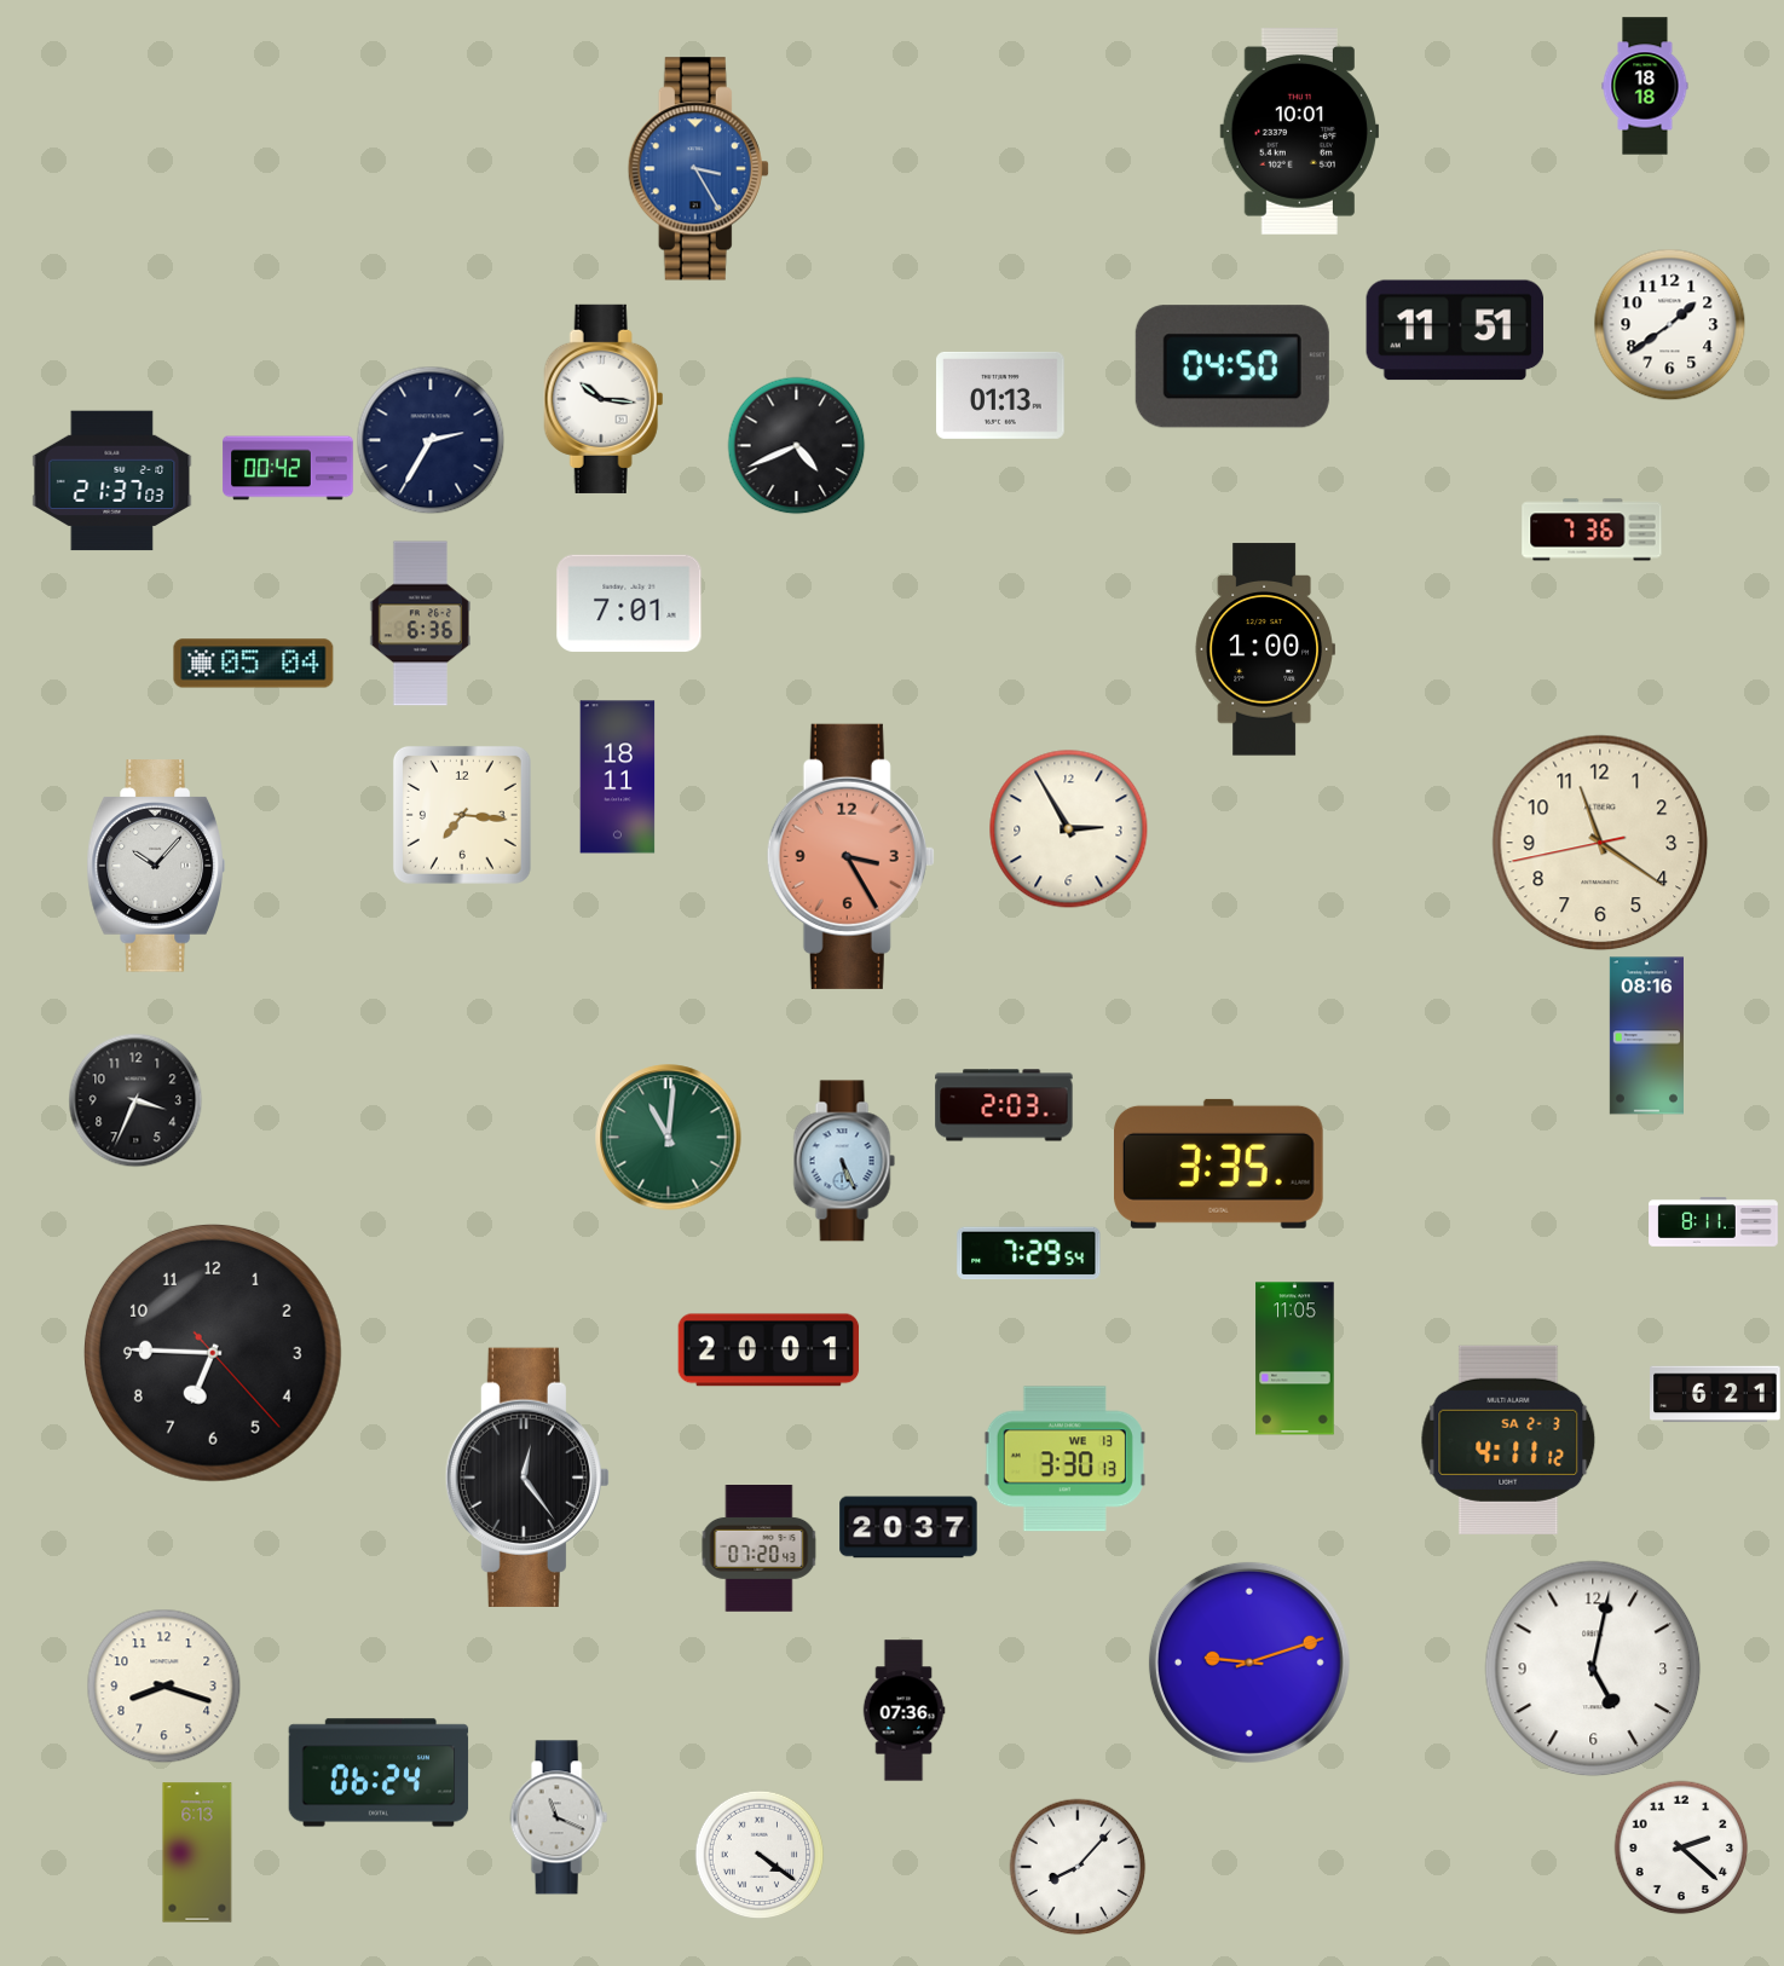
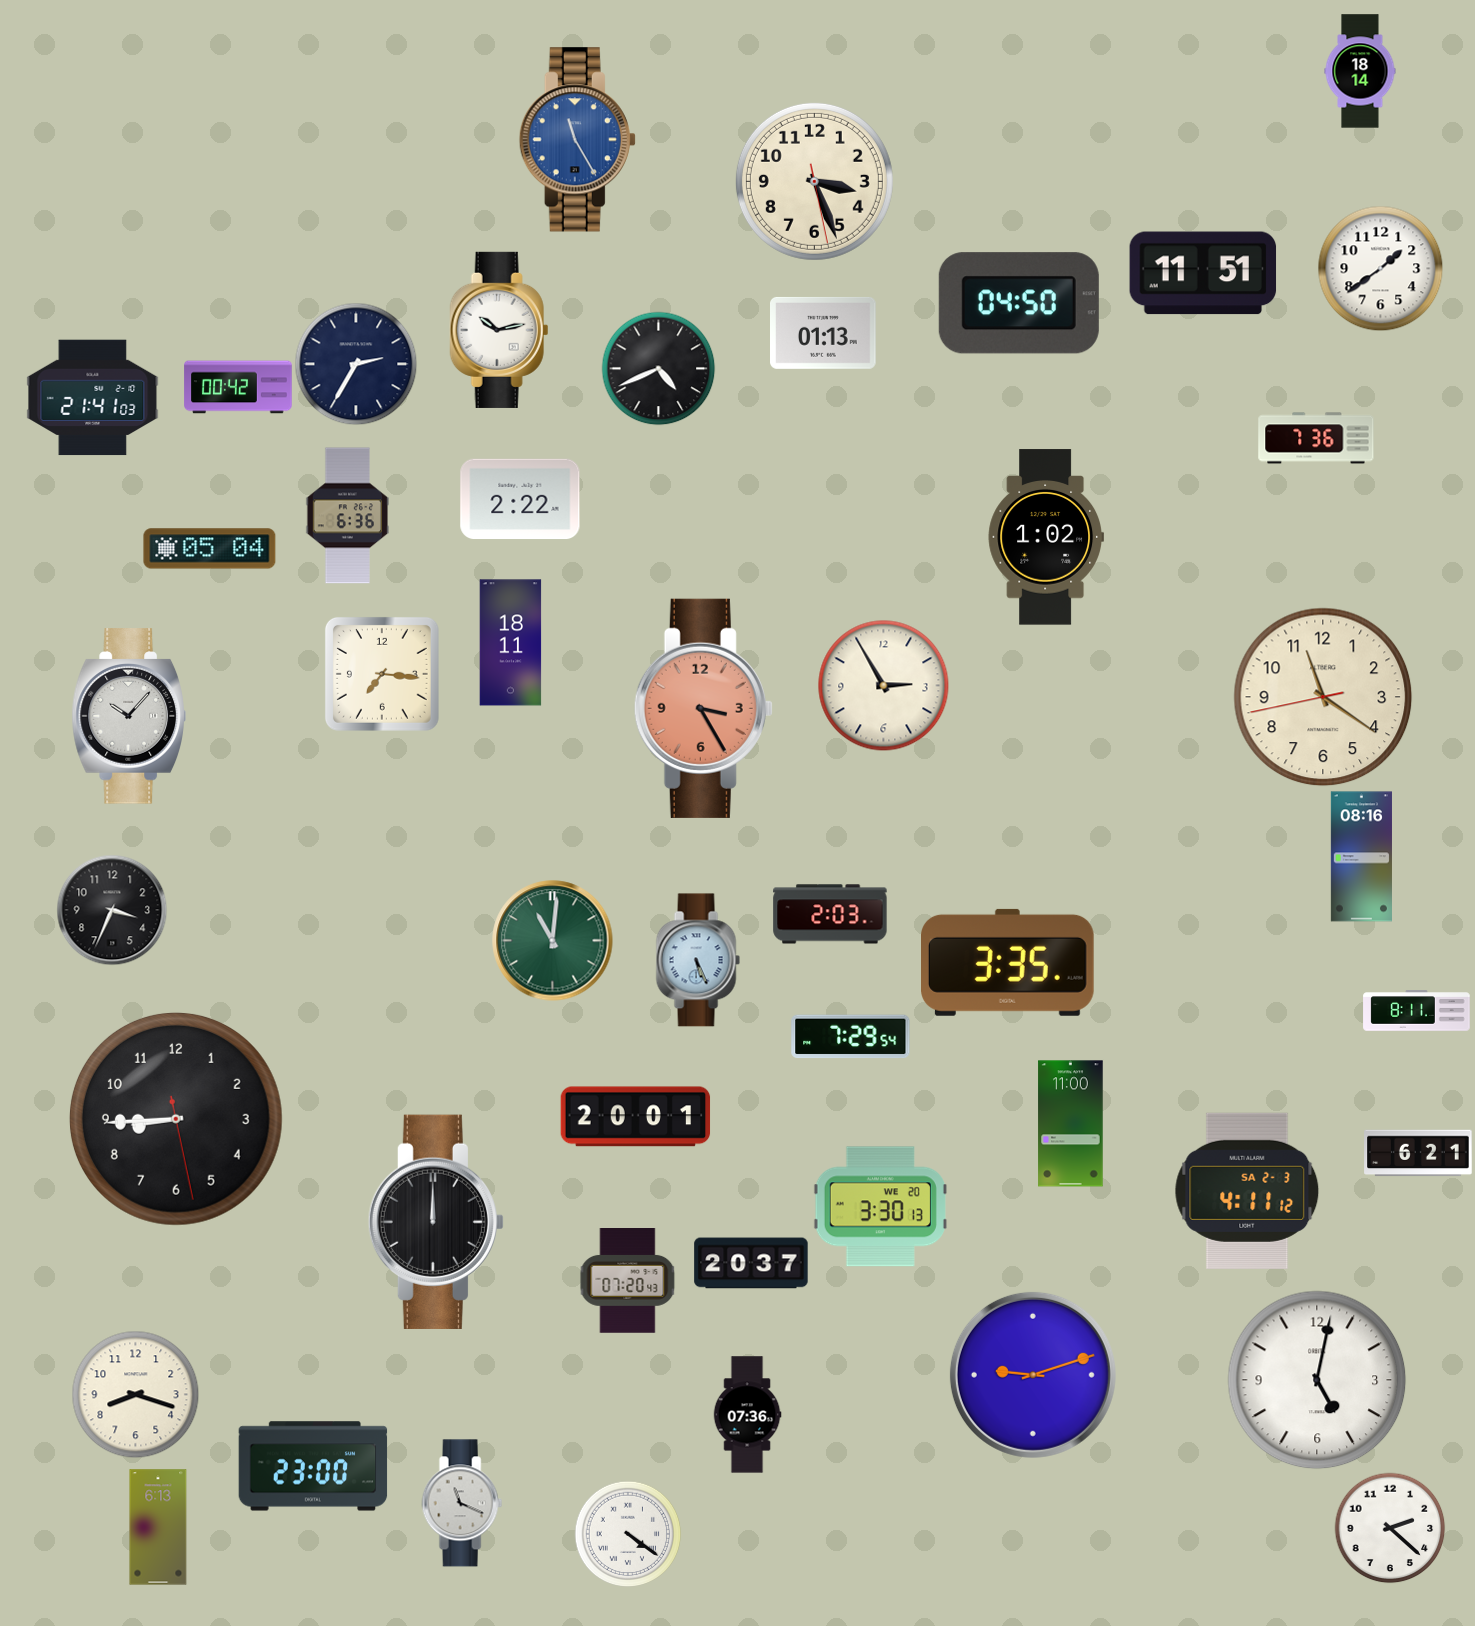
clock at (1645, 86): 18:18 -> 18:14
clock at (1299, 132): 10:01 -> none
clock at (698, 169): 3:25 -> 11:25
clock at (814, 181): none -> 3:26
clock at (1001, 395) position: (1001, 395) -> (824, 333)
clock at (604, 399): 10:16 -> 10:13
clock at (112, 481): 21:37 -> 21:41
clock at (629, 603): 7:01 -> 2:22
clock at (1264, 649): 1:00 -> 1:02
clock at (213, 1353): 6:45 -> 8:44
clock at (1295, 1359): 11:05 -> 11:00
clock at (1064, 1459) date: WE 13 -> WE 20
clock at (527, 1478): 12:24 -> 12:00
clock at (379, 1773): 06:24 -> 23:00
clock at (197, 1852) position: (197, 1852) -> (158, 1527)
clock at (1078, 1867): 8:07 -> none
